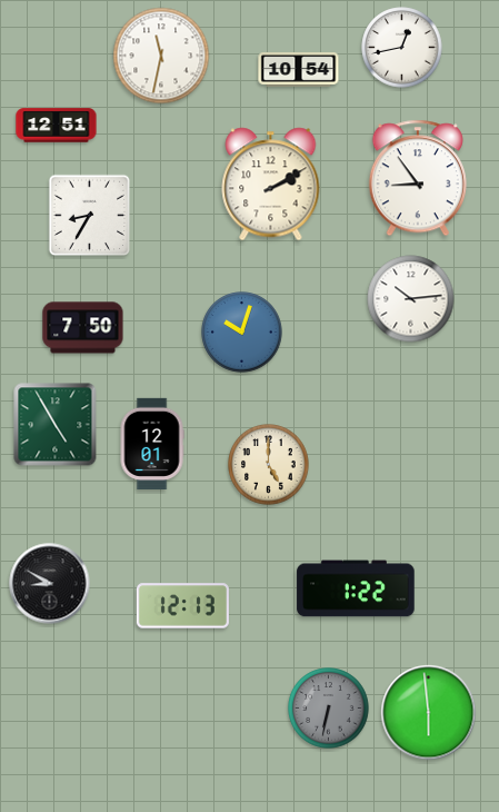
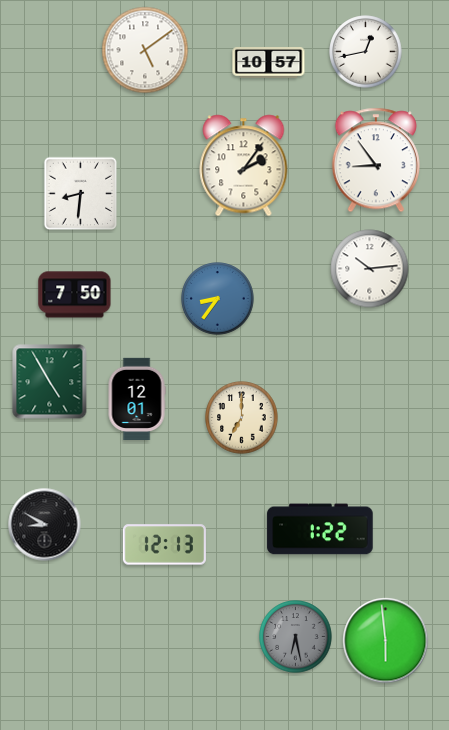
clock at (402, 48) position: (402, 48) -> (366, 52)
clock at (161, 56): 11:32 -> 5:09
clock at (299, 70): 10:54 -> 10:57
clock at (57, 126): 12:51 -> none
clock at (271, 185): 2:10 -> 2:06
clock at (90, 216): 8:35 -> 8:31
clock at (242, 333): 10:03 -> 8:36
clock at (269, 465): 5:00 -> 7:00
clock at (329, 709): 6:32 -> 6:28
